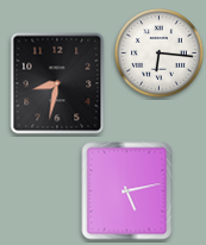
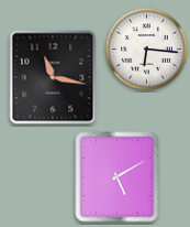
clock at (57, 83): 8:32 -> 11:17
clock at (127, 191): 5:13 -> 5:10
